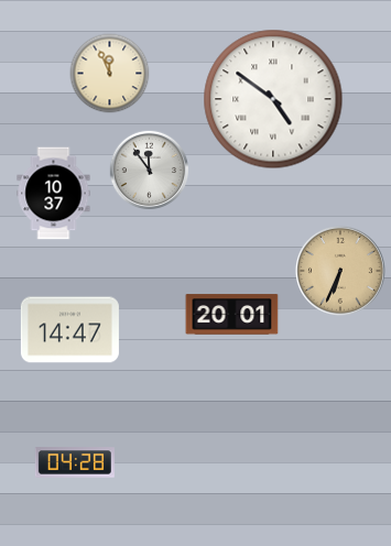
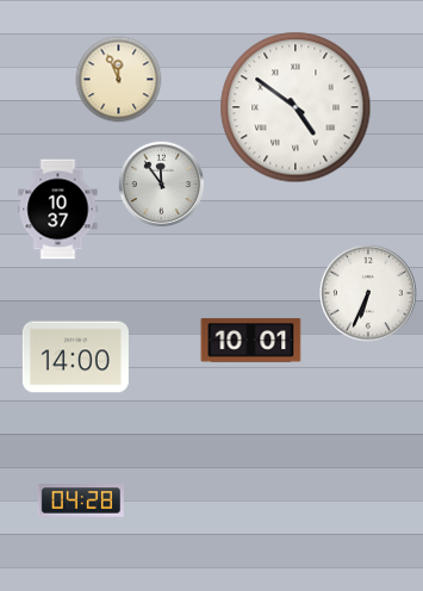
clock at (341, 272) dial: champagne -> white
clock at (232, 315): 20:01 -> 10:01
clock at (69, 330): 14:47 -> 14:00
